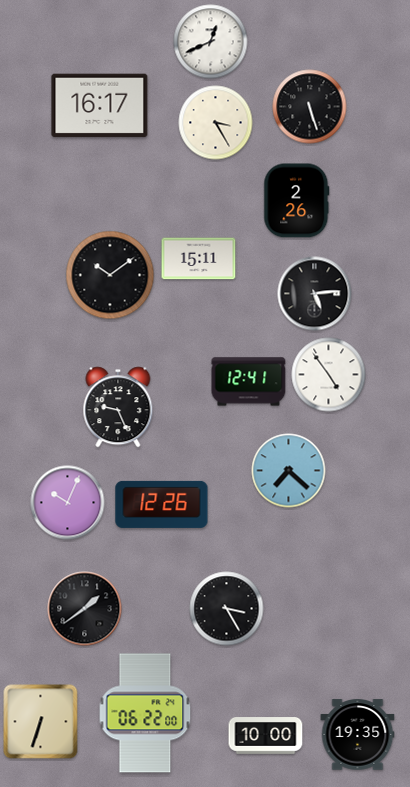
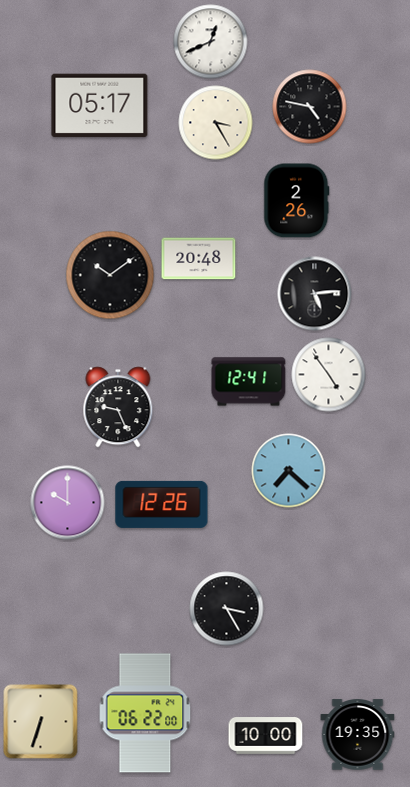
clock at (100, 106): 16:17 -> 05:17
clock at (310, 107): 5:27 -> 4:47
clock at (199, 259): 15:11 -> 20:48
clock at (68, 503): 10:04 -> 10:00
clock at (85, 609): 1:39 -> none
